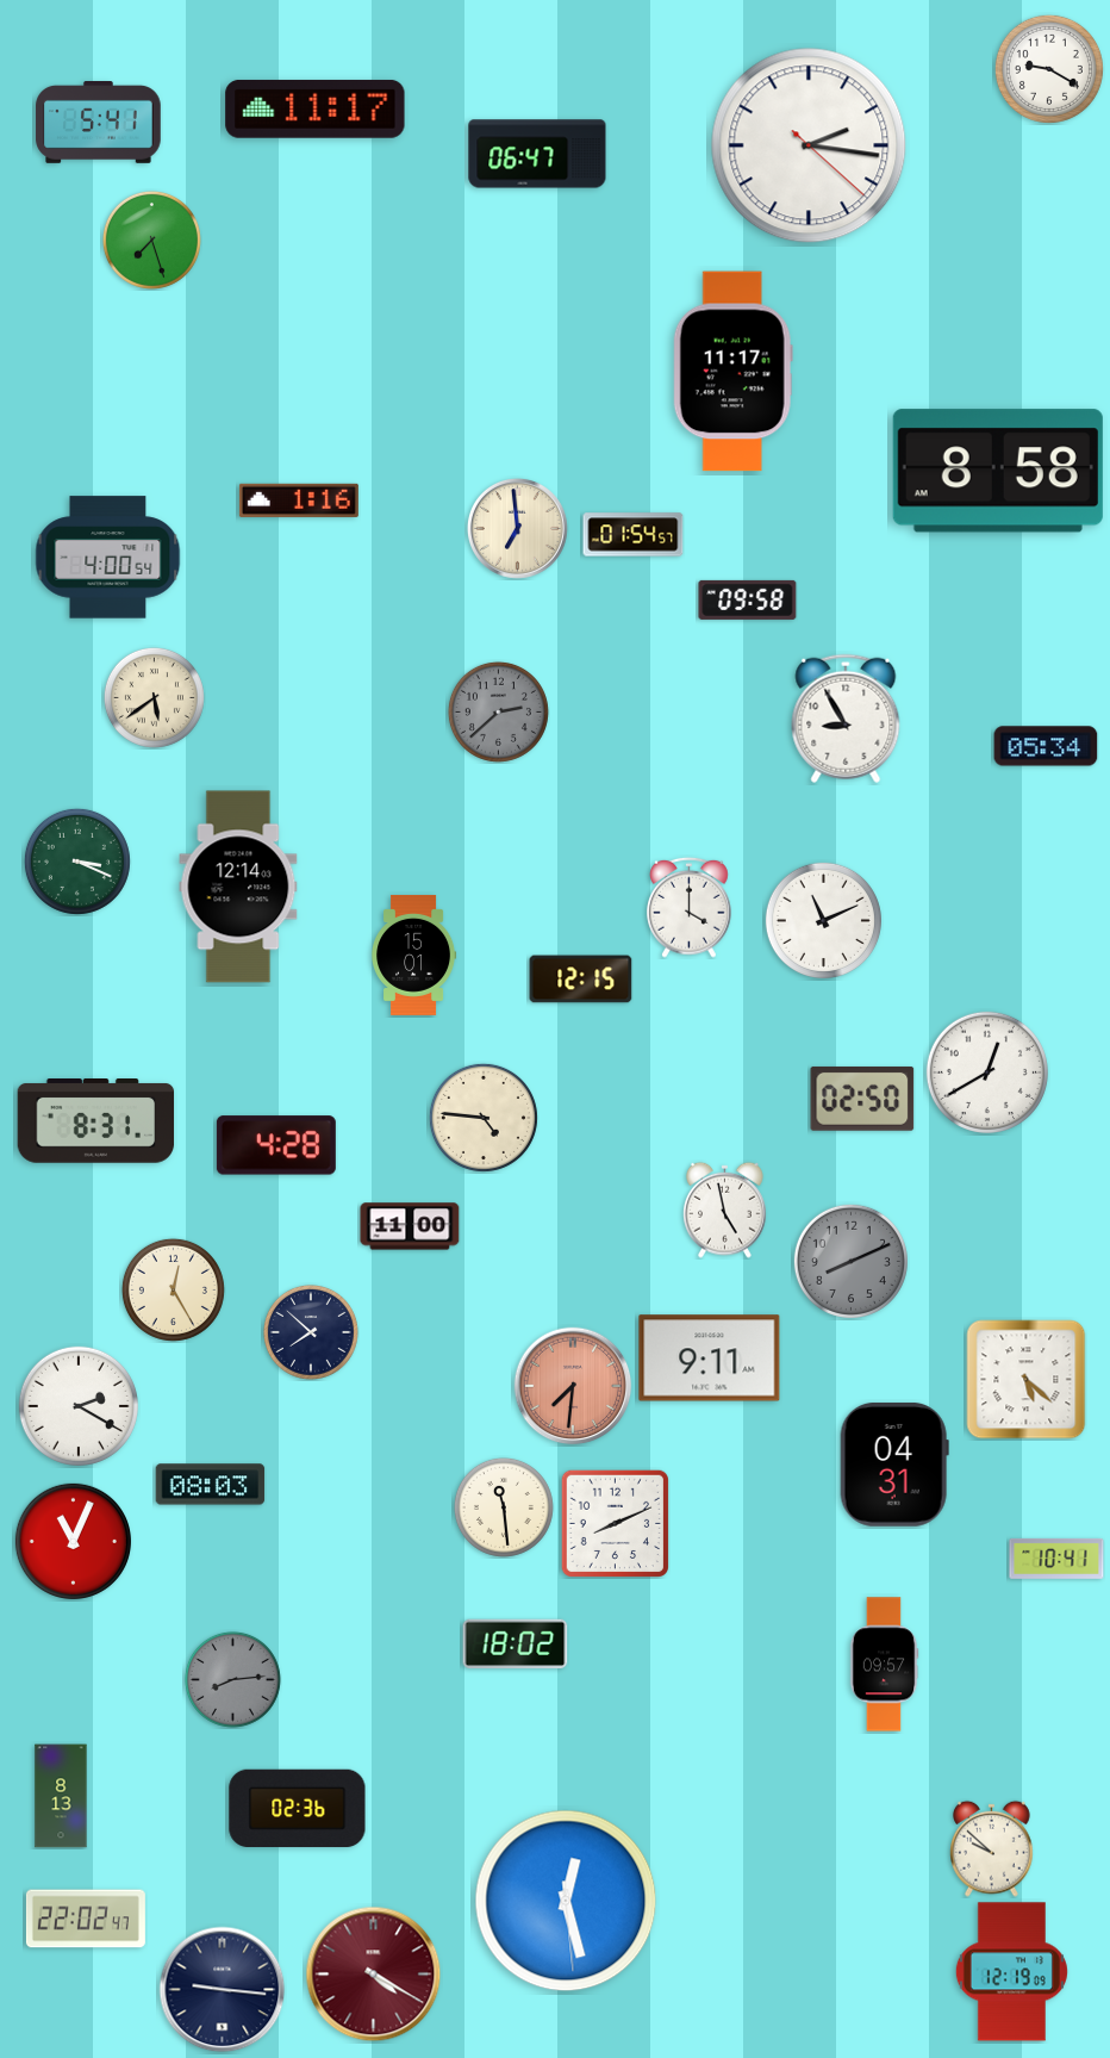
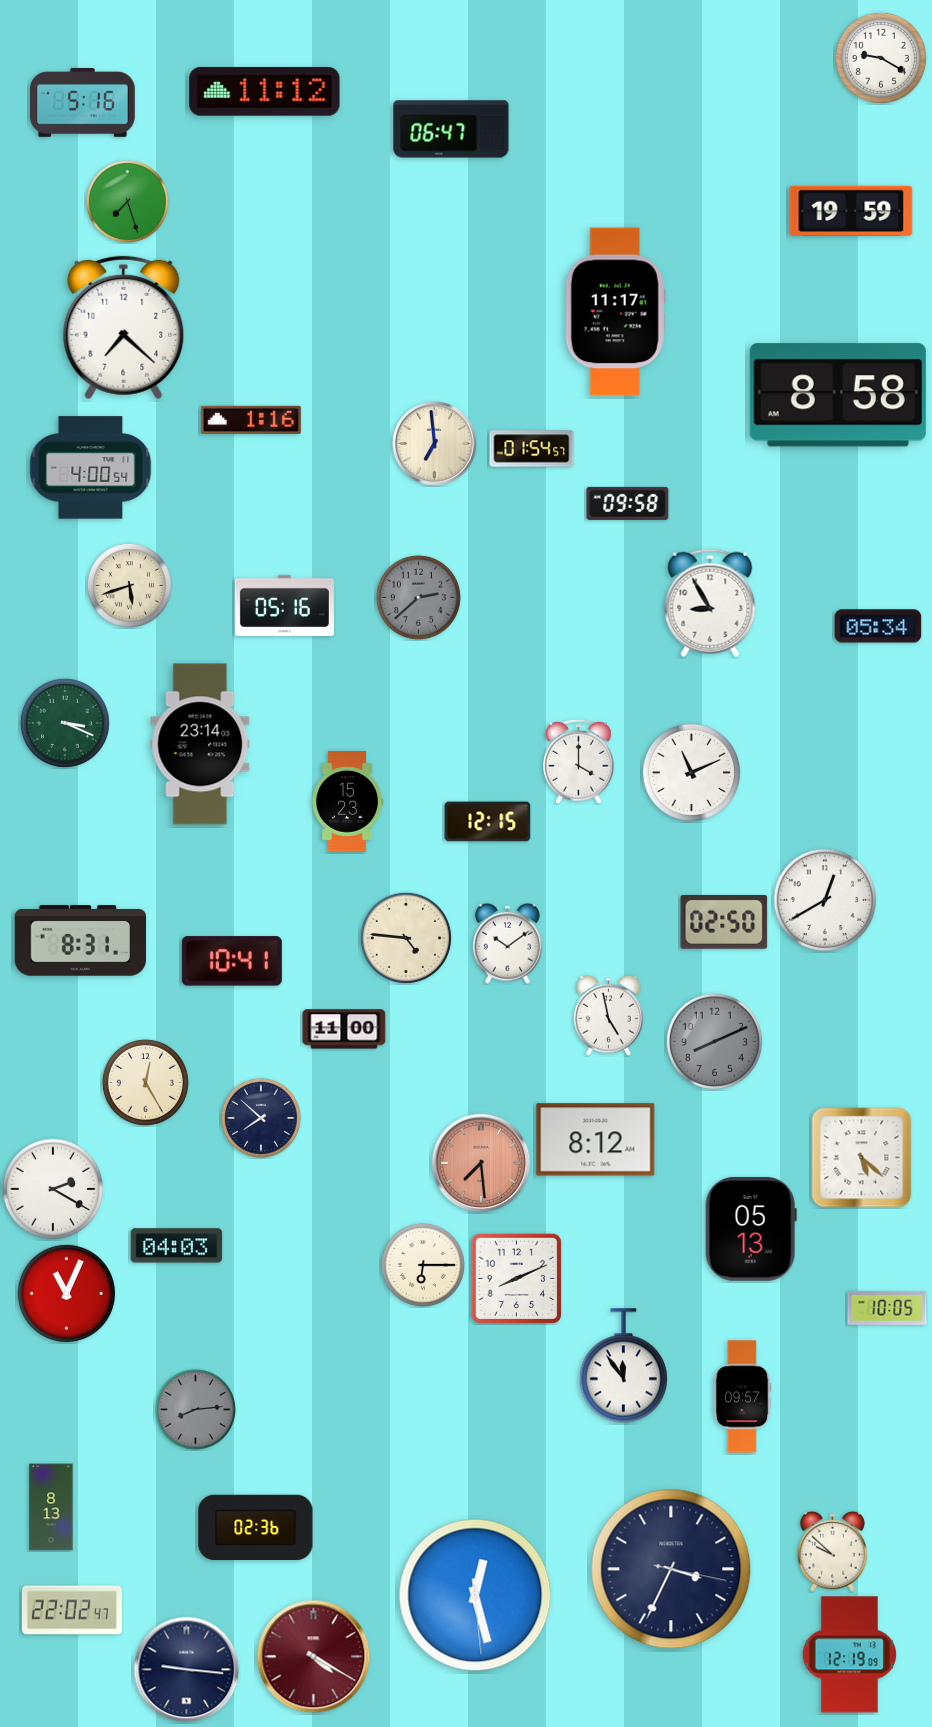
clock at (316, 110): 11:17 -> 11:12
clock at (99, 123): 5:41 -> 5:16
clock at (809, 145): 2:16 -> none
clock at (851, 211): none -> 19:59
clock at (124, 328): none -> 7:22
clock at (154, 697): 5:39 -> 5:42
clock at (284, 605): none -> 05:16
clock at (238, 887): 12:14 -> 23:14
clock at (413, 955): 15:01 -> 15:23
clock at (987, 1072) position: (987, 1072) -> (825, 900)
clock at (508, 943): none -> 10:09
clock at (276, 1145): 4:28 -> 10:41
clock at (850, 1261) position: (850, 1261) -> (714, 1041)
clock at (710, 1358): 9:11 -> 8:12
clock at (573, 1386): 7:31 -> 7:29
clock at (79, 1406) position: (79, 1406) -> (53, 1189)
clock at (894, 1465): 04:31 -> 05:13
clock at (211, 1485): 08:03 -> 04:03
clock at (504, 1507): 11:29 -> 6:15
clock at (73, 1541) position: (73, 1541) -> (66, 1293)
clock at (1056, 1559): 10:41 -> 10:05
clock at (623, 1366): none -> 11:54
clock at (516, 1644): 18:02 -> none
clock at (298, 1808) position: (298, 1808) -> (256, 1527)
clock at (671, 1569): none -> 3:34
